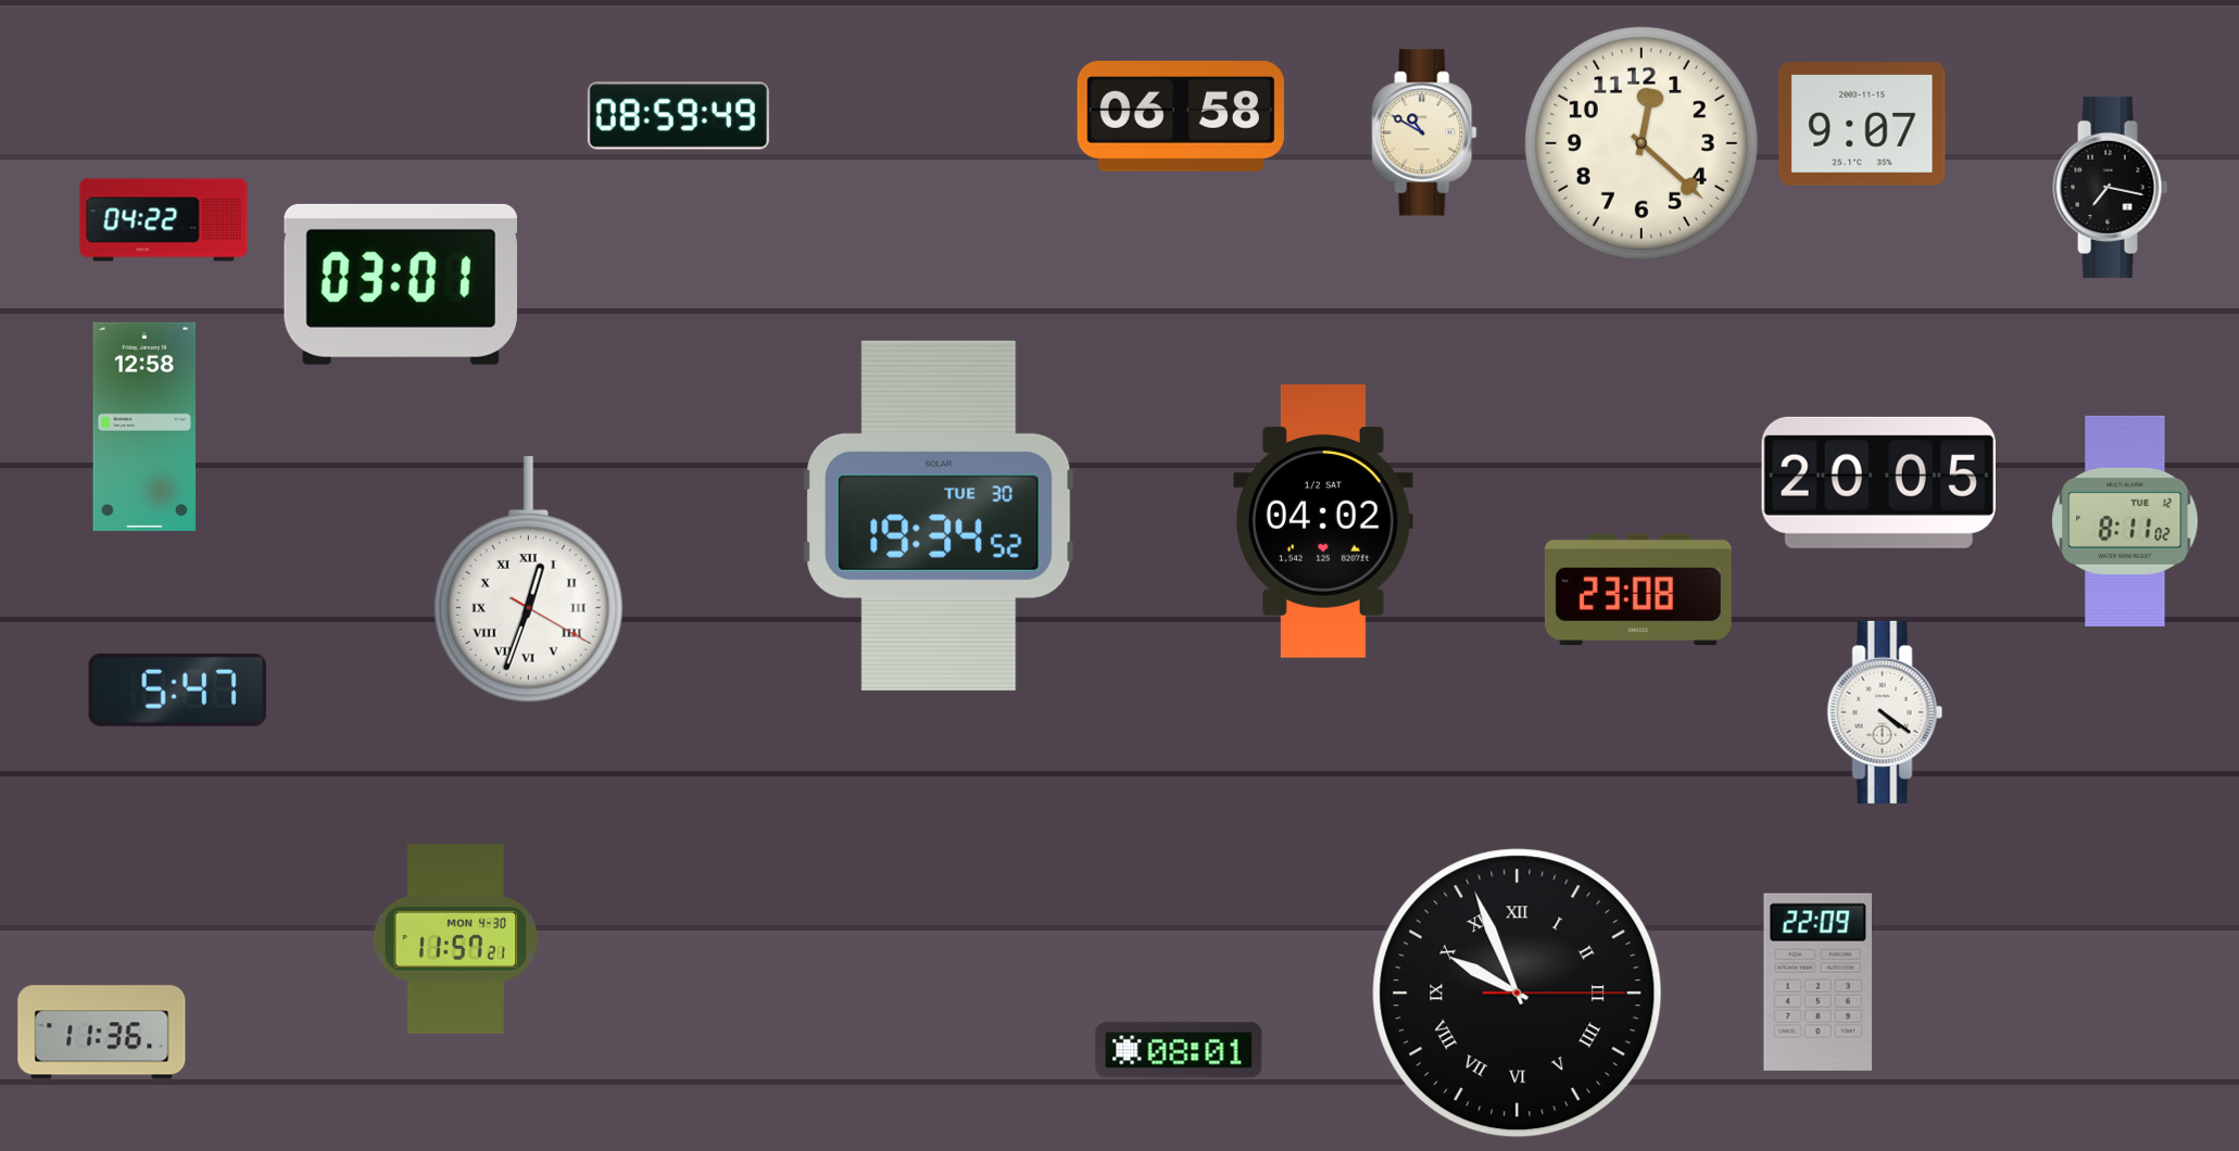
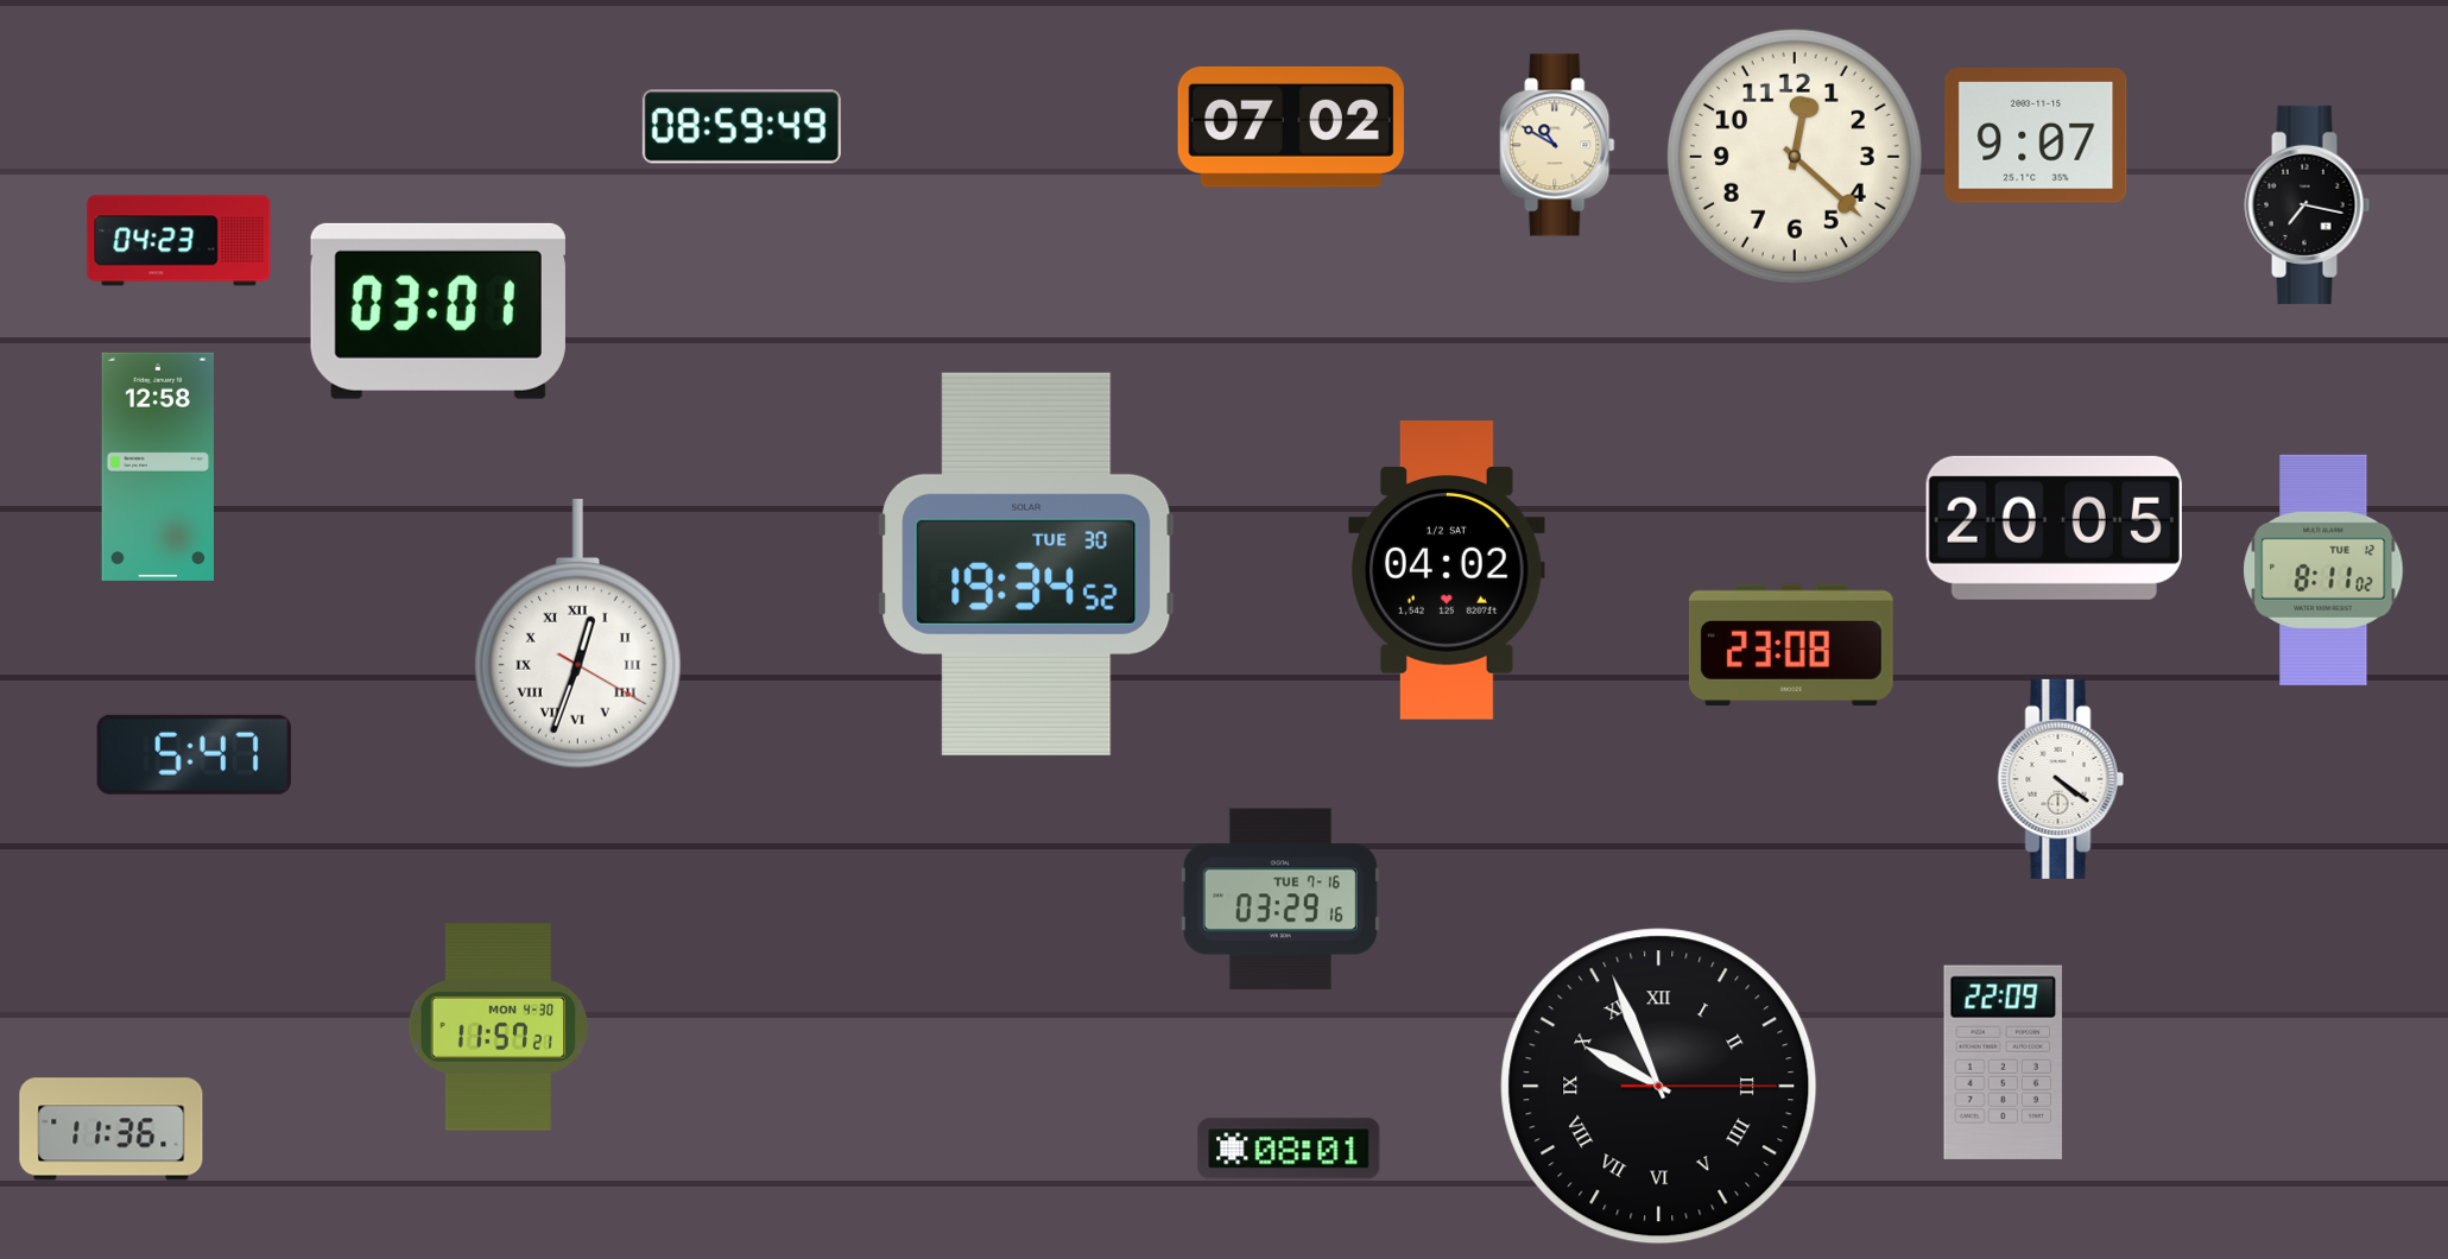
clock at (1181, 116): 06:58 -> 07:02
clock at (164, 220): 04:22 -> 04:23
clock at (1280, 899): none -> 03:29
clock at (1817, 982) position: (1817, 982) -> (2003, 1062)
